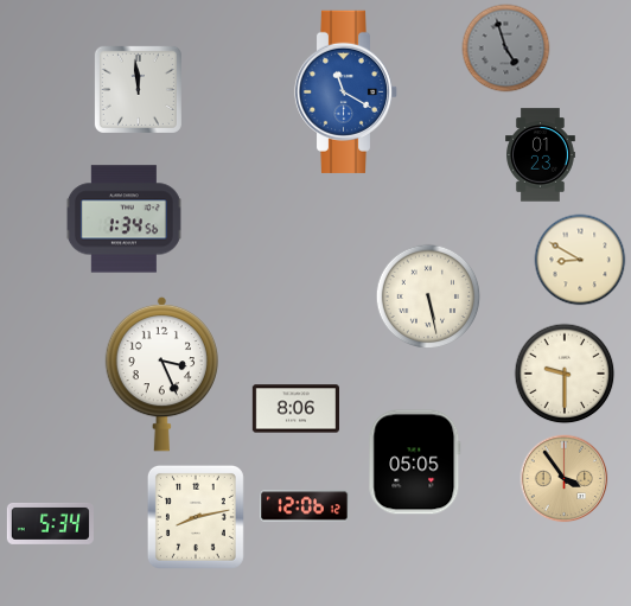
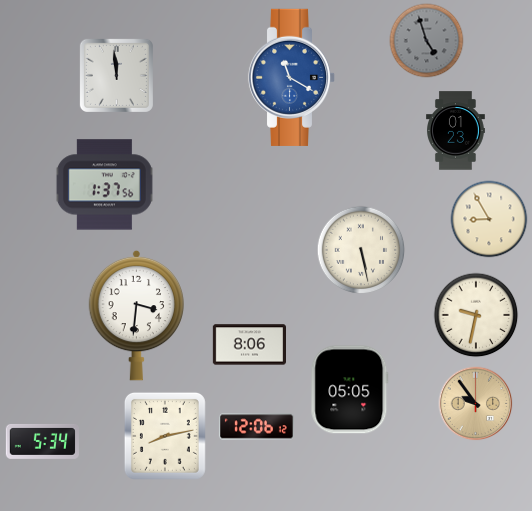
clock at (123, 219): 1:34 -> 1:37
clock at (580, 260): 8:50 -> 8:55
clock at (161, 374): 3:26 -> 3:31
clock at (565, 374): 9:30 -> 9:32
clock at (565, 479): 3:54 -> 9:54
